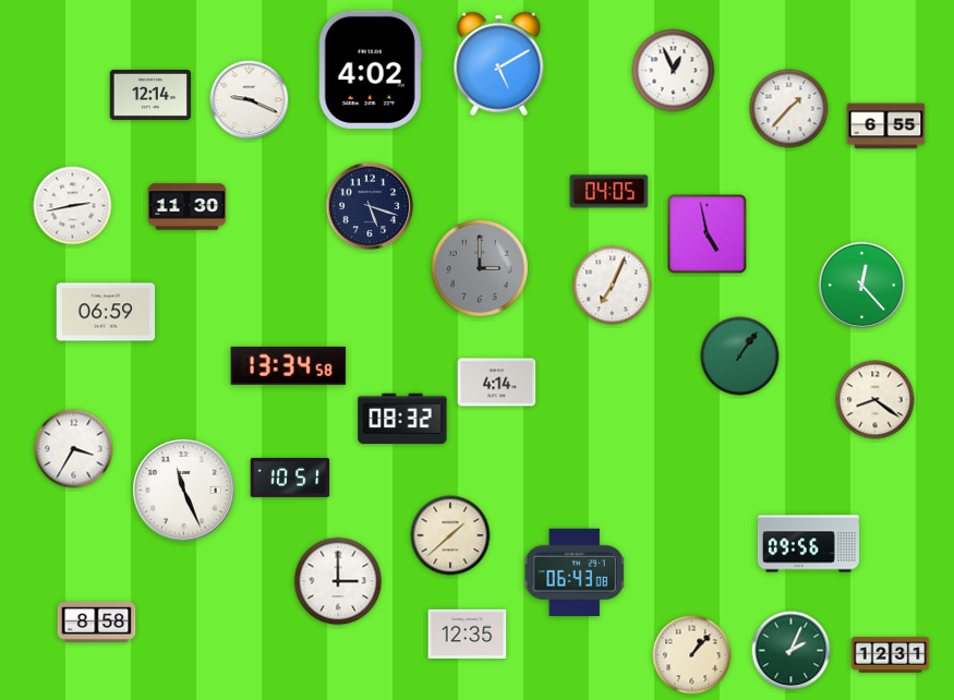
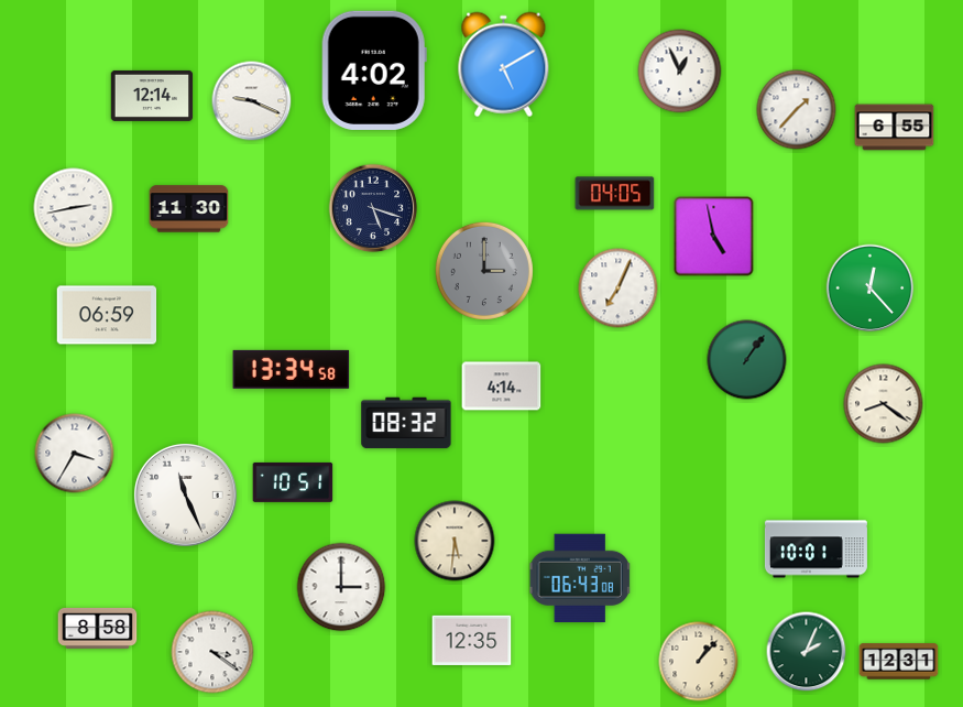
clock at (450, 535): 1:38 -> 5:31
clock at (808, 544): 09:56 -> 10:01
clock at (212, 652): none -> 3:21
clock at (792, 651) position: (792, 651) -> (807, 652)
